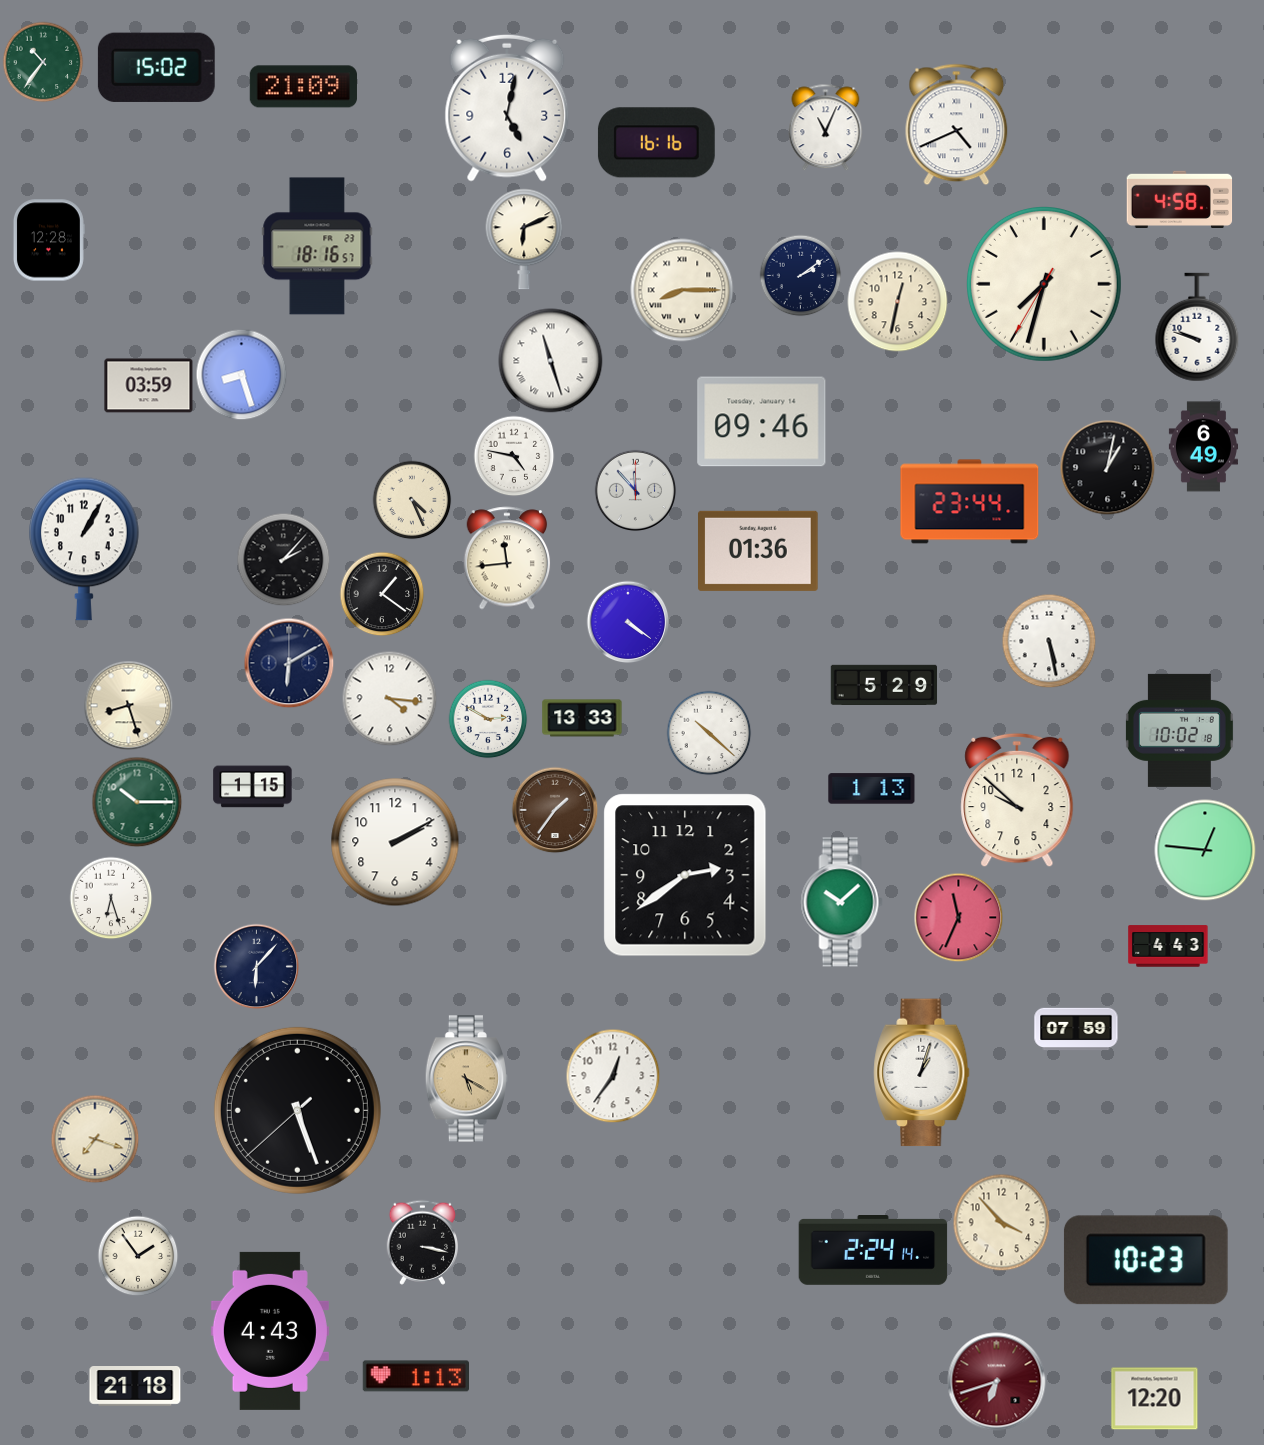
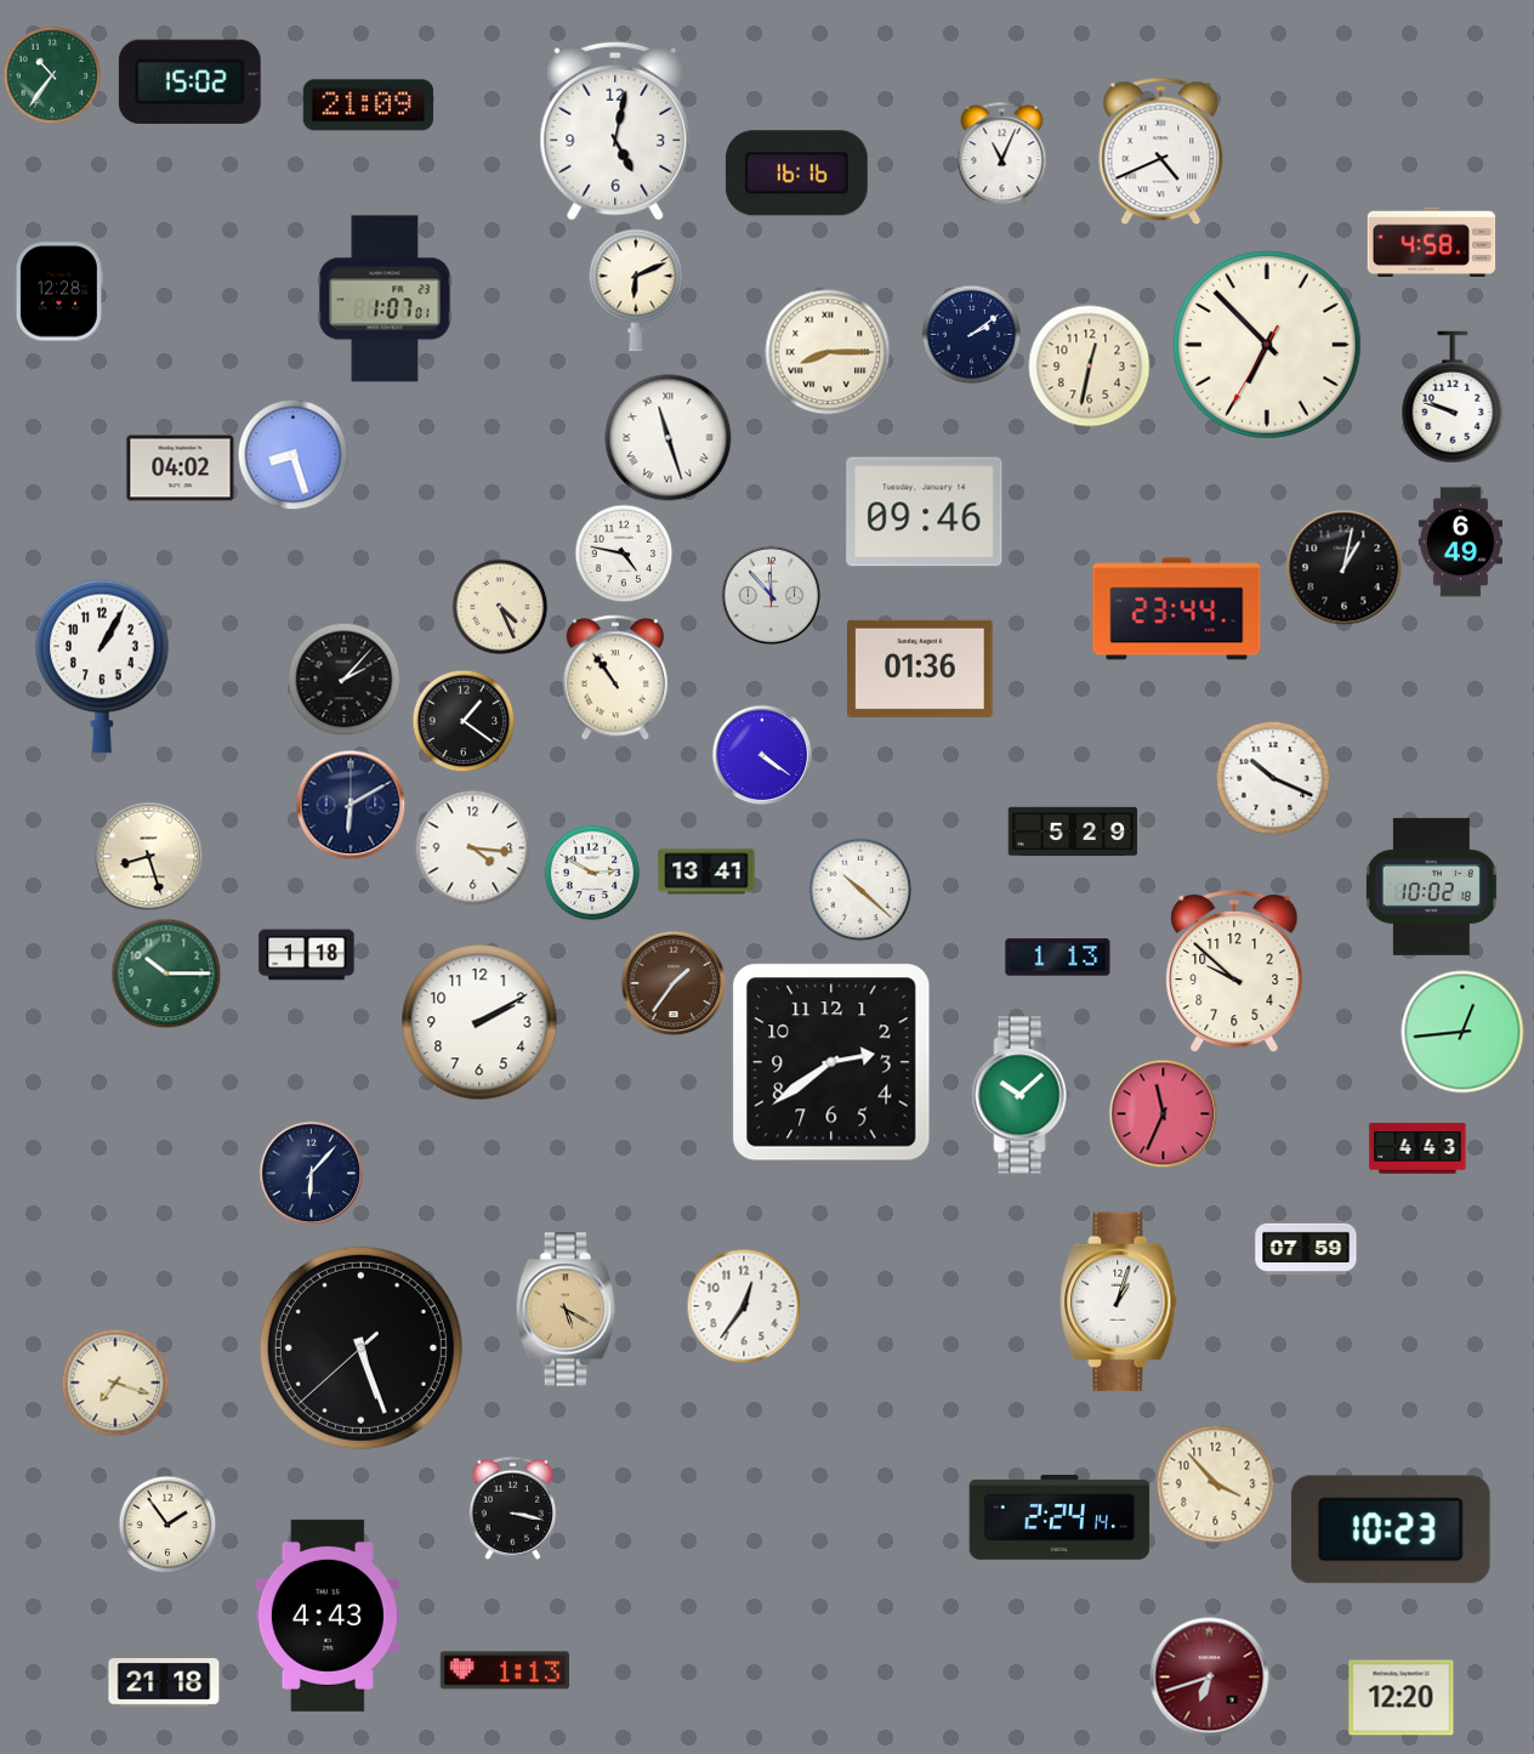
clock at (317, 246): 18:16 -> 1:07
clock at (1044, 284): 7:32 -> 6:52
clock at (149, 386): 03:59 -> 04:02
clock at (507, 558): 11:44 -> 10:54
clock at (1049, 641): 5:28 -> 10:19
clock at (128, 705) position: (128, 705) -> (148, 856)
clock at (582, 718): 13:33 -> 13:41
clock at (253, 787): 1:15 -> 1:18
clock at (1205, 850): 12:46 -> 12:44
clock at (111, 898): 6:27 -> none
